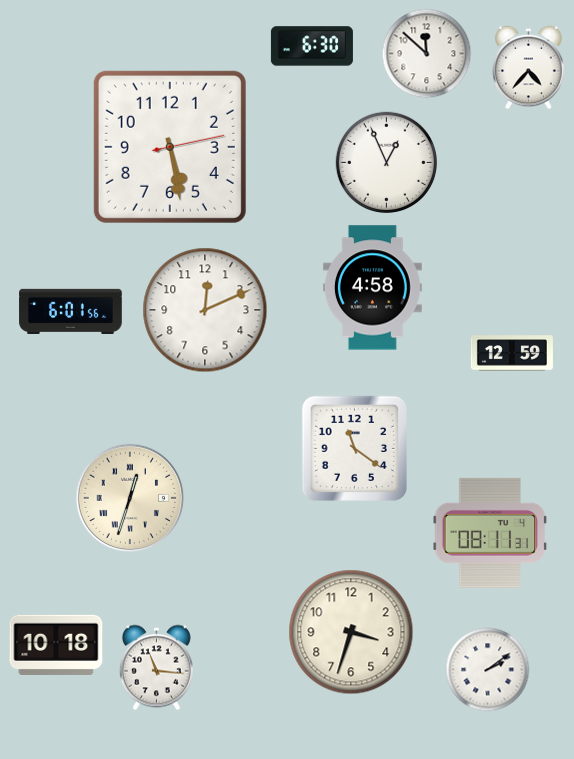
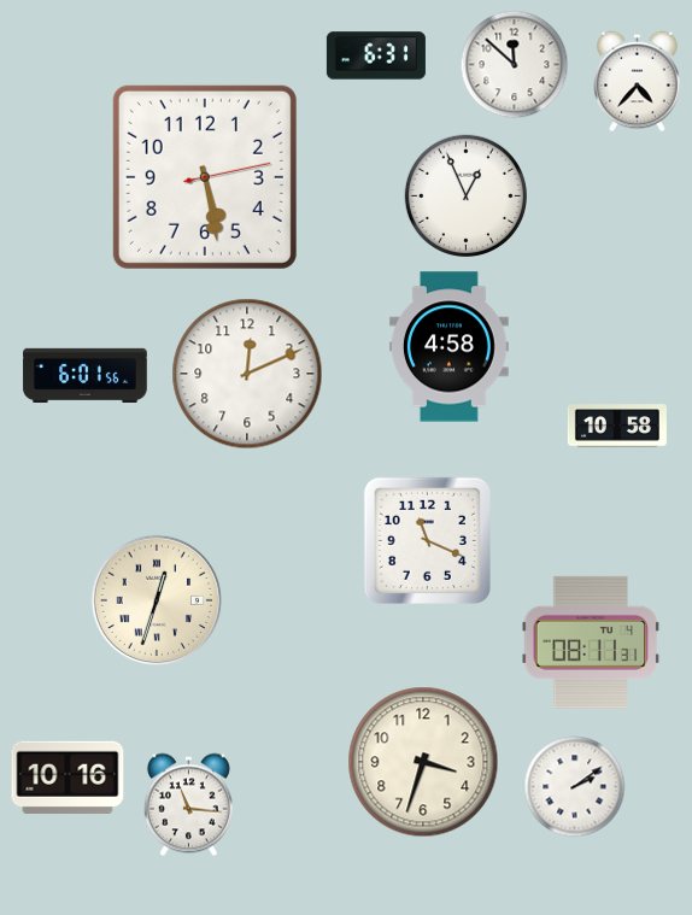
clock at (312, 46): 6:30 -> 6:31
clock at (512, 353): 12:59 -> 10:58
clock at (354, 448): 11:21 -> 11:19
clock at (56, 645): 10:18 -> 10:16
clock at (488, 670) position: (488, 670) -> (575, 787)
